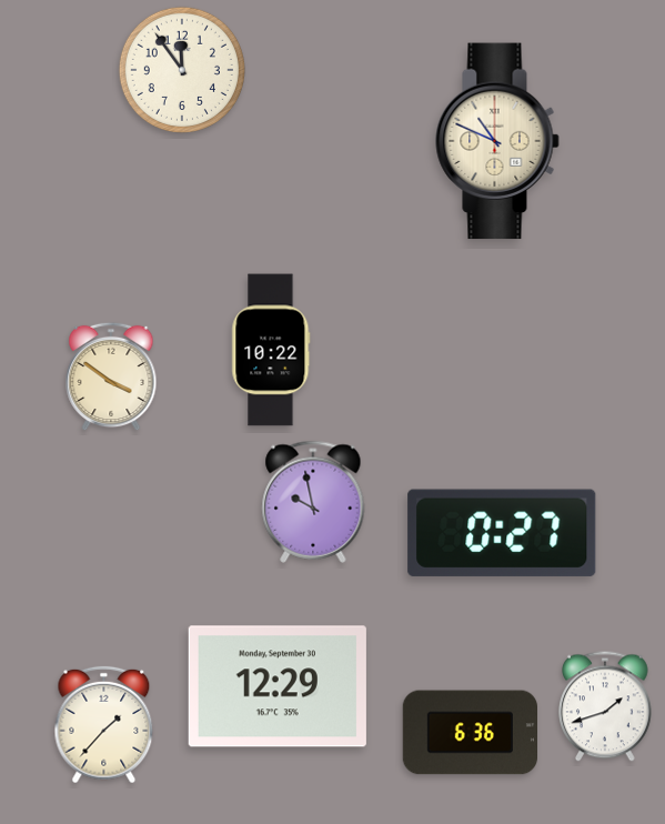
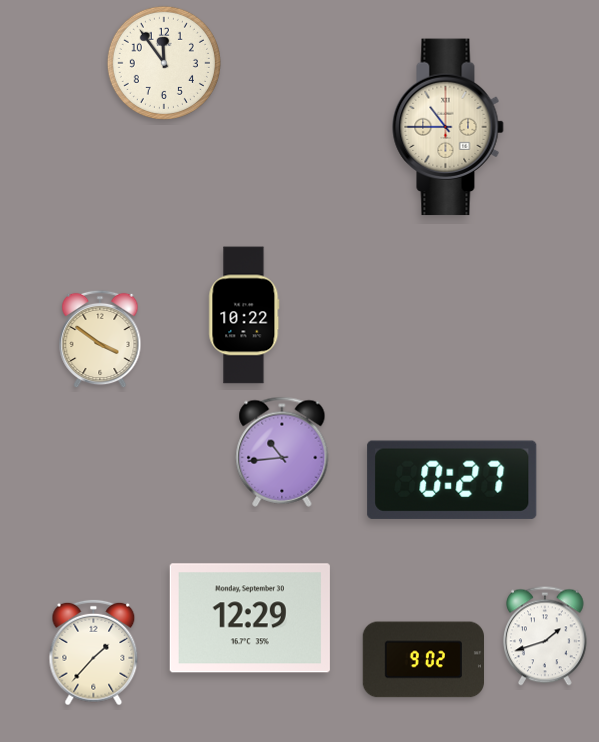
clock at (497, 141): 10:49 -> 10:45
clock at (313, 502): 9:58 -> 10:44
clock at (470, 733): 6:36 -> 9:02
